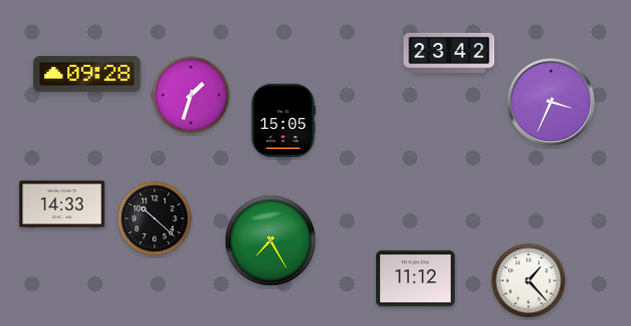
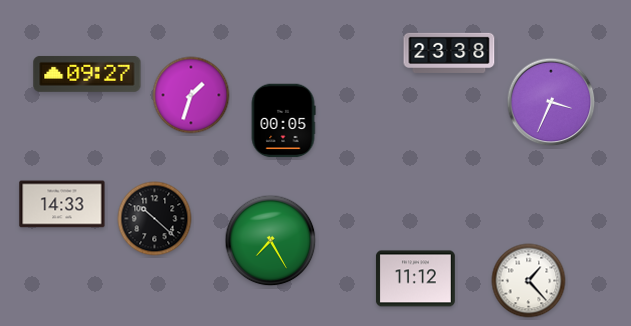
clock at (449, 53): 23:42 -> 23:38
clock at (87, 74): 09:28 -> 09:27
clock at (283, 121): 15:05 -> 00:05
